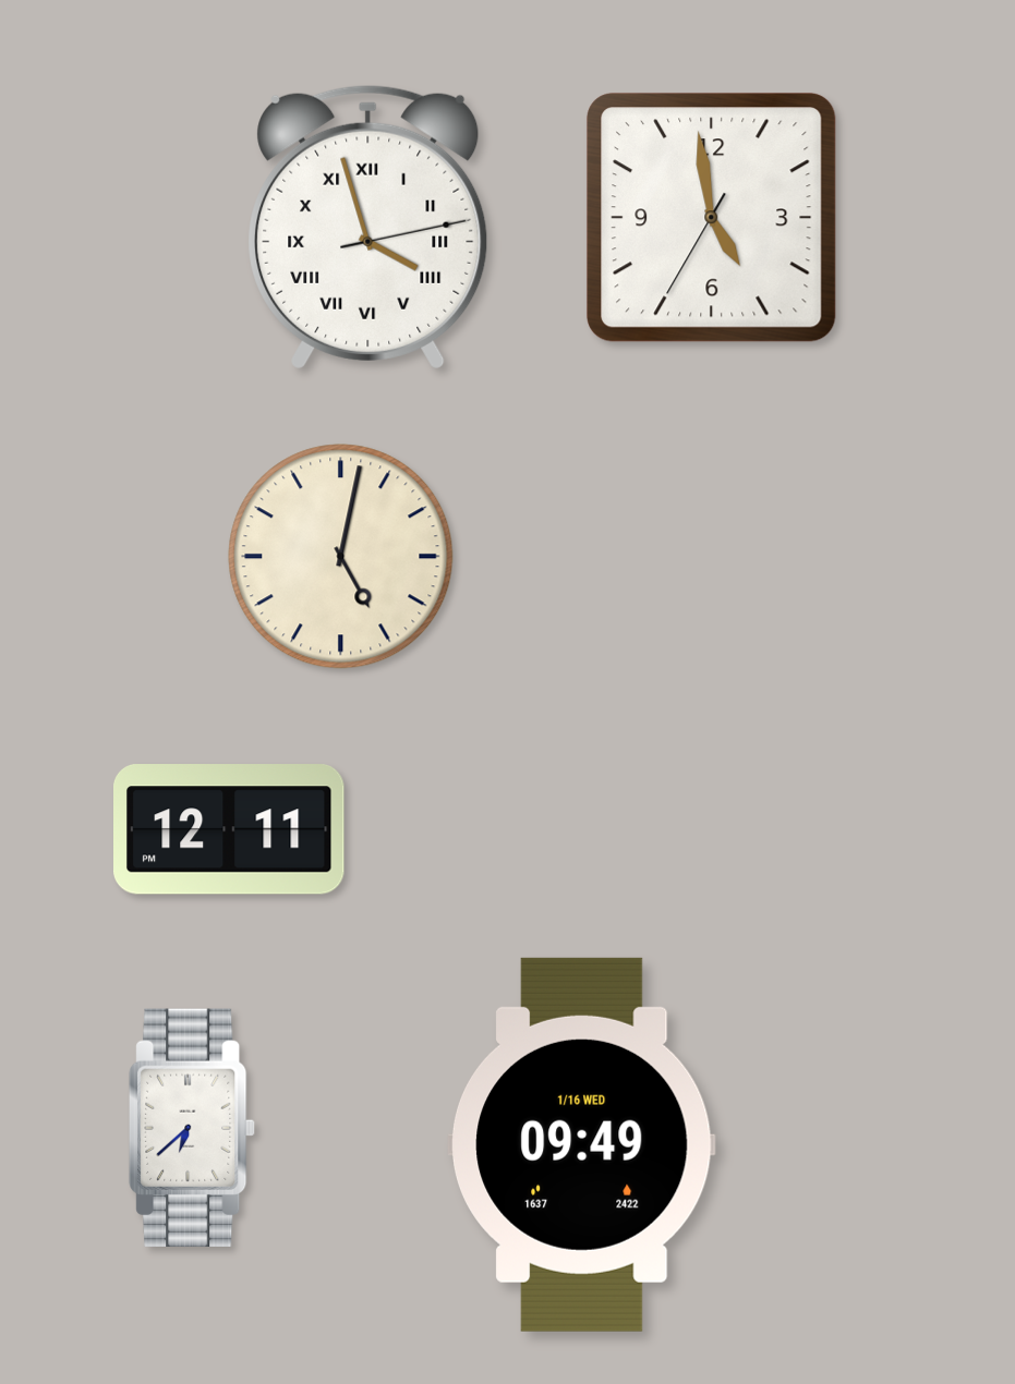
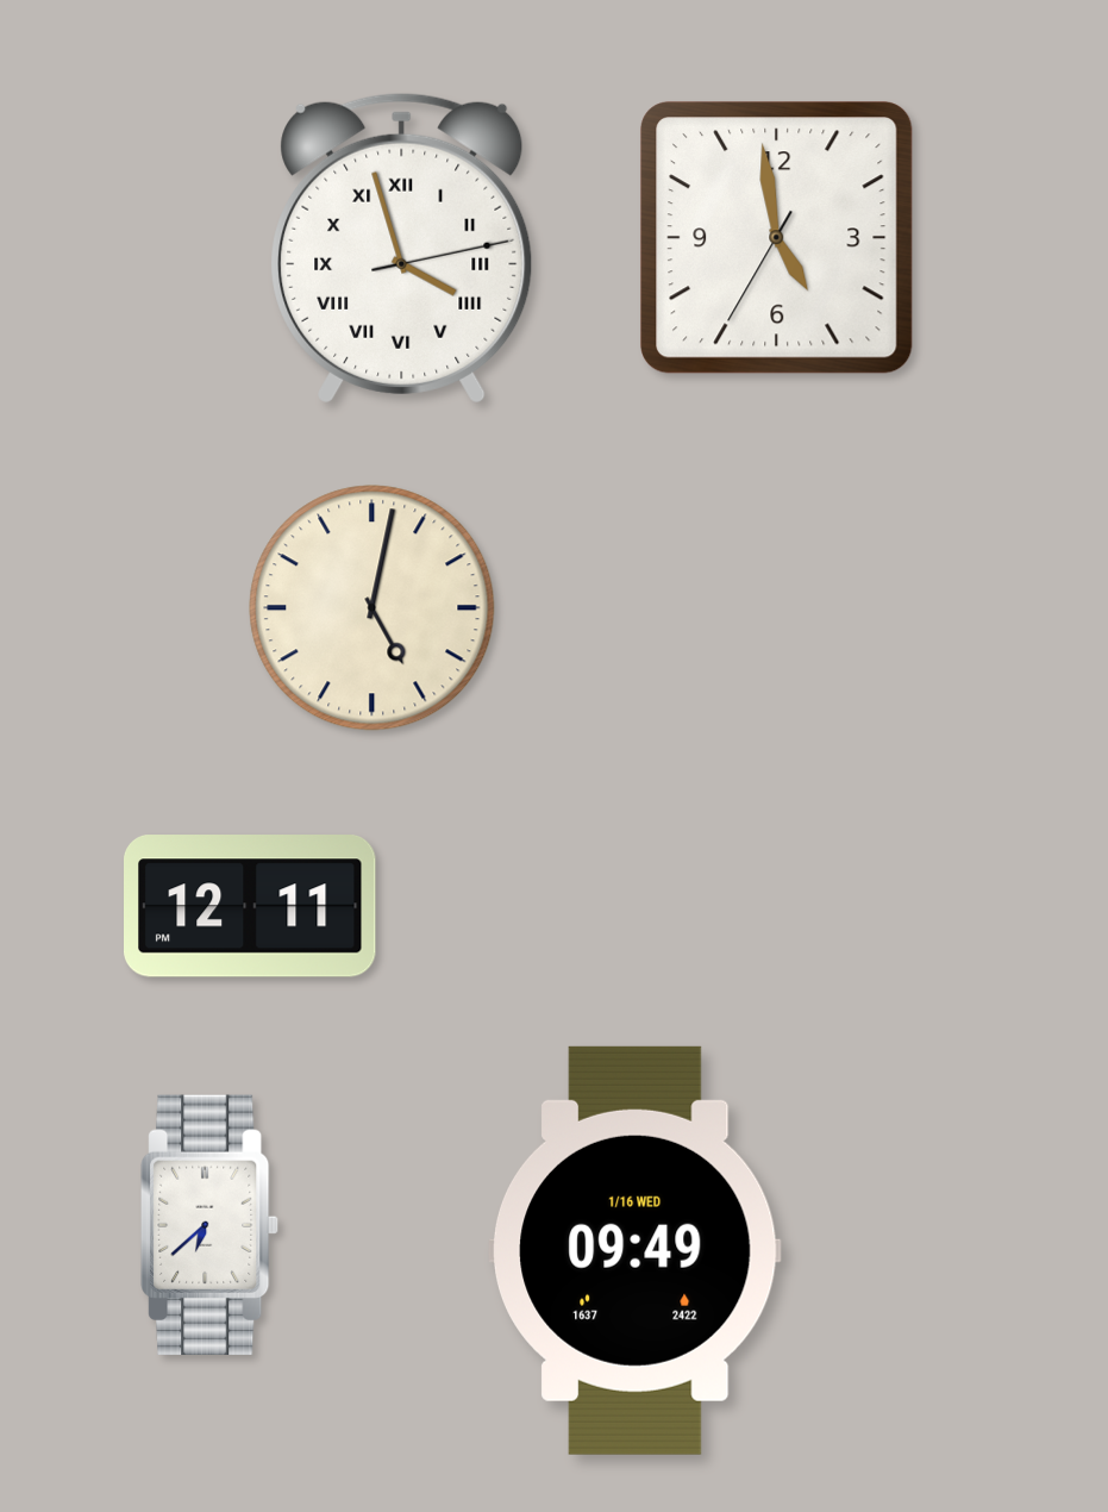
clock at (192, 1127) position: (192, 1127) -> (209, 1224)
